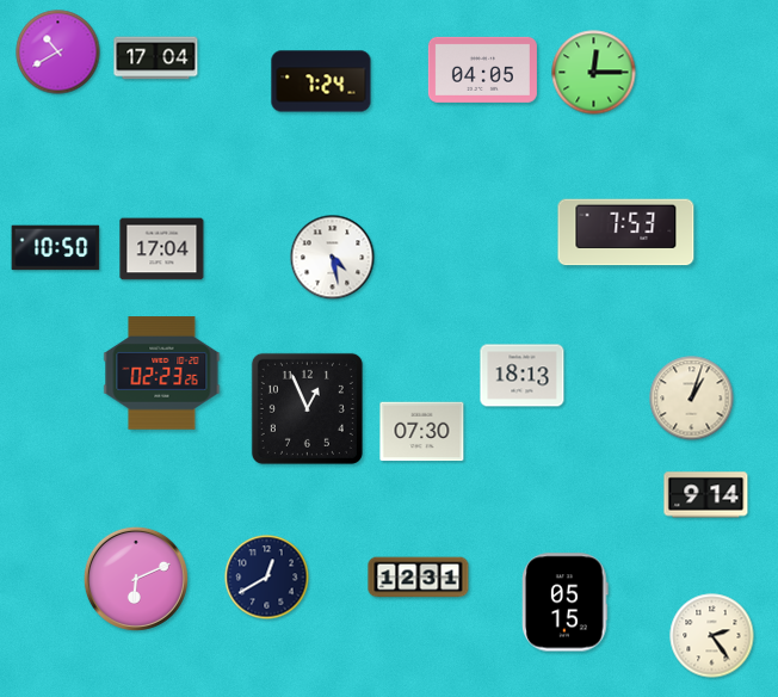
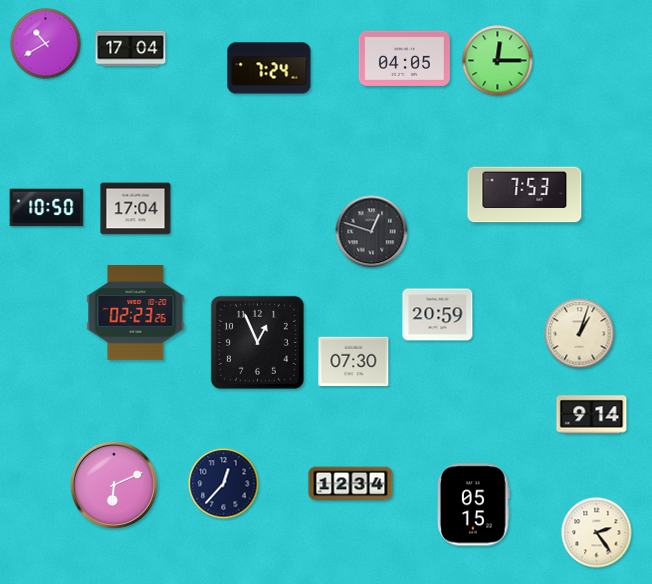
clock at (58, 53) position: (58, 53) -> (46, 44)
clock at (333, 258): 4:28 -> none
clock at (372, 232): none -> 12:48
clock at (523, 376): 18:13 -> 20:59
clock at (267, 578): 12:40 -> 12:37
clock at (419, 578): 12:31 -> 12:34
